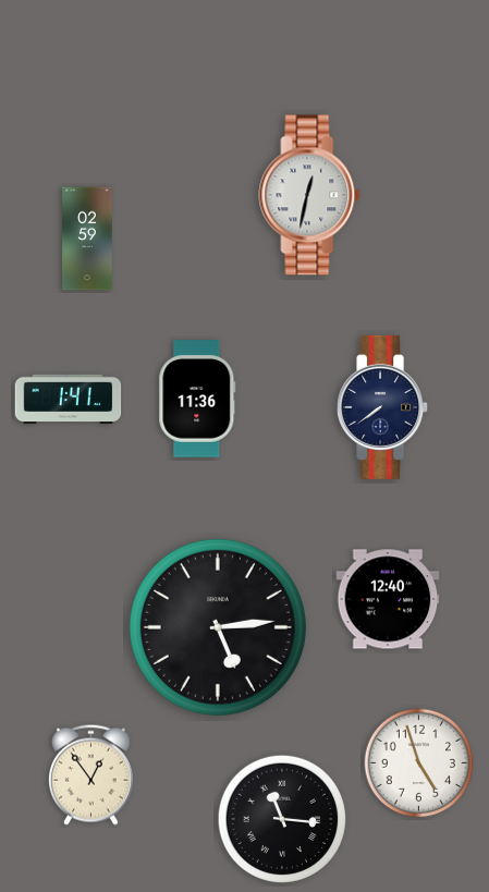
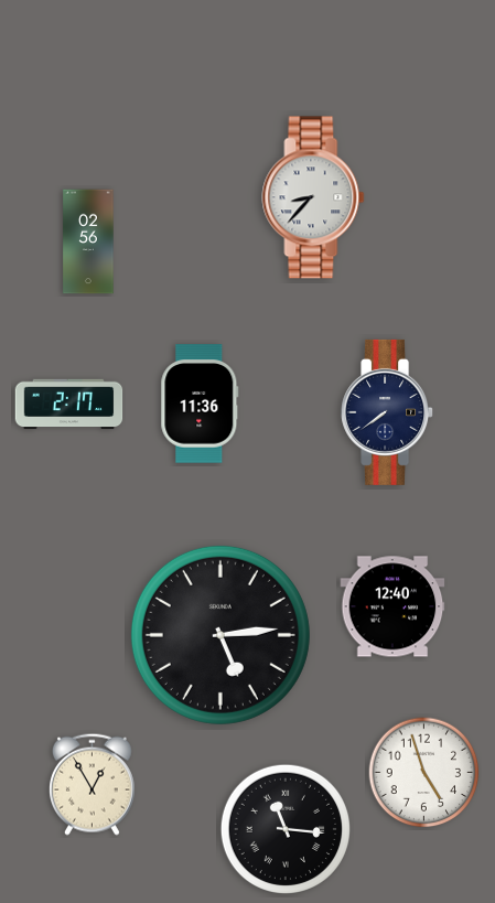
clock at (309, 195): 12:32 -> 8:37
clock at (87, 239): 02:59 -> 02:56
clock at (69, 400): 1:41 -> 2:17
clock at (90, 774): 12:54 -> 12:55
